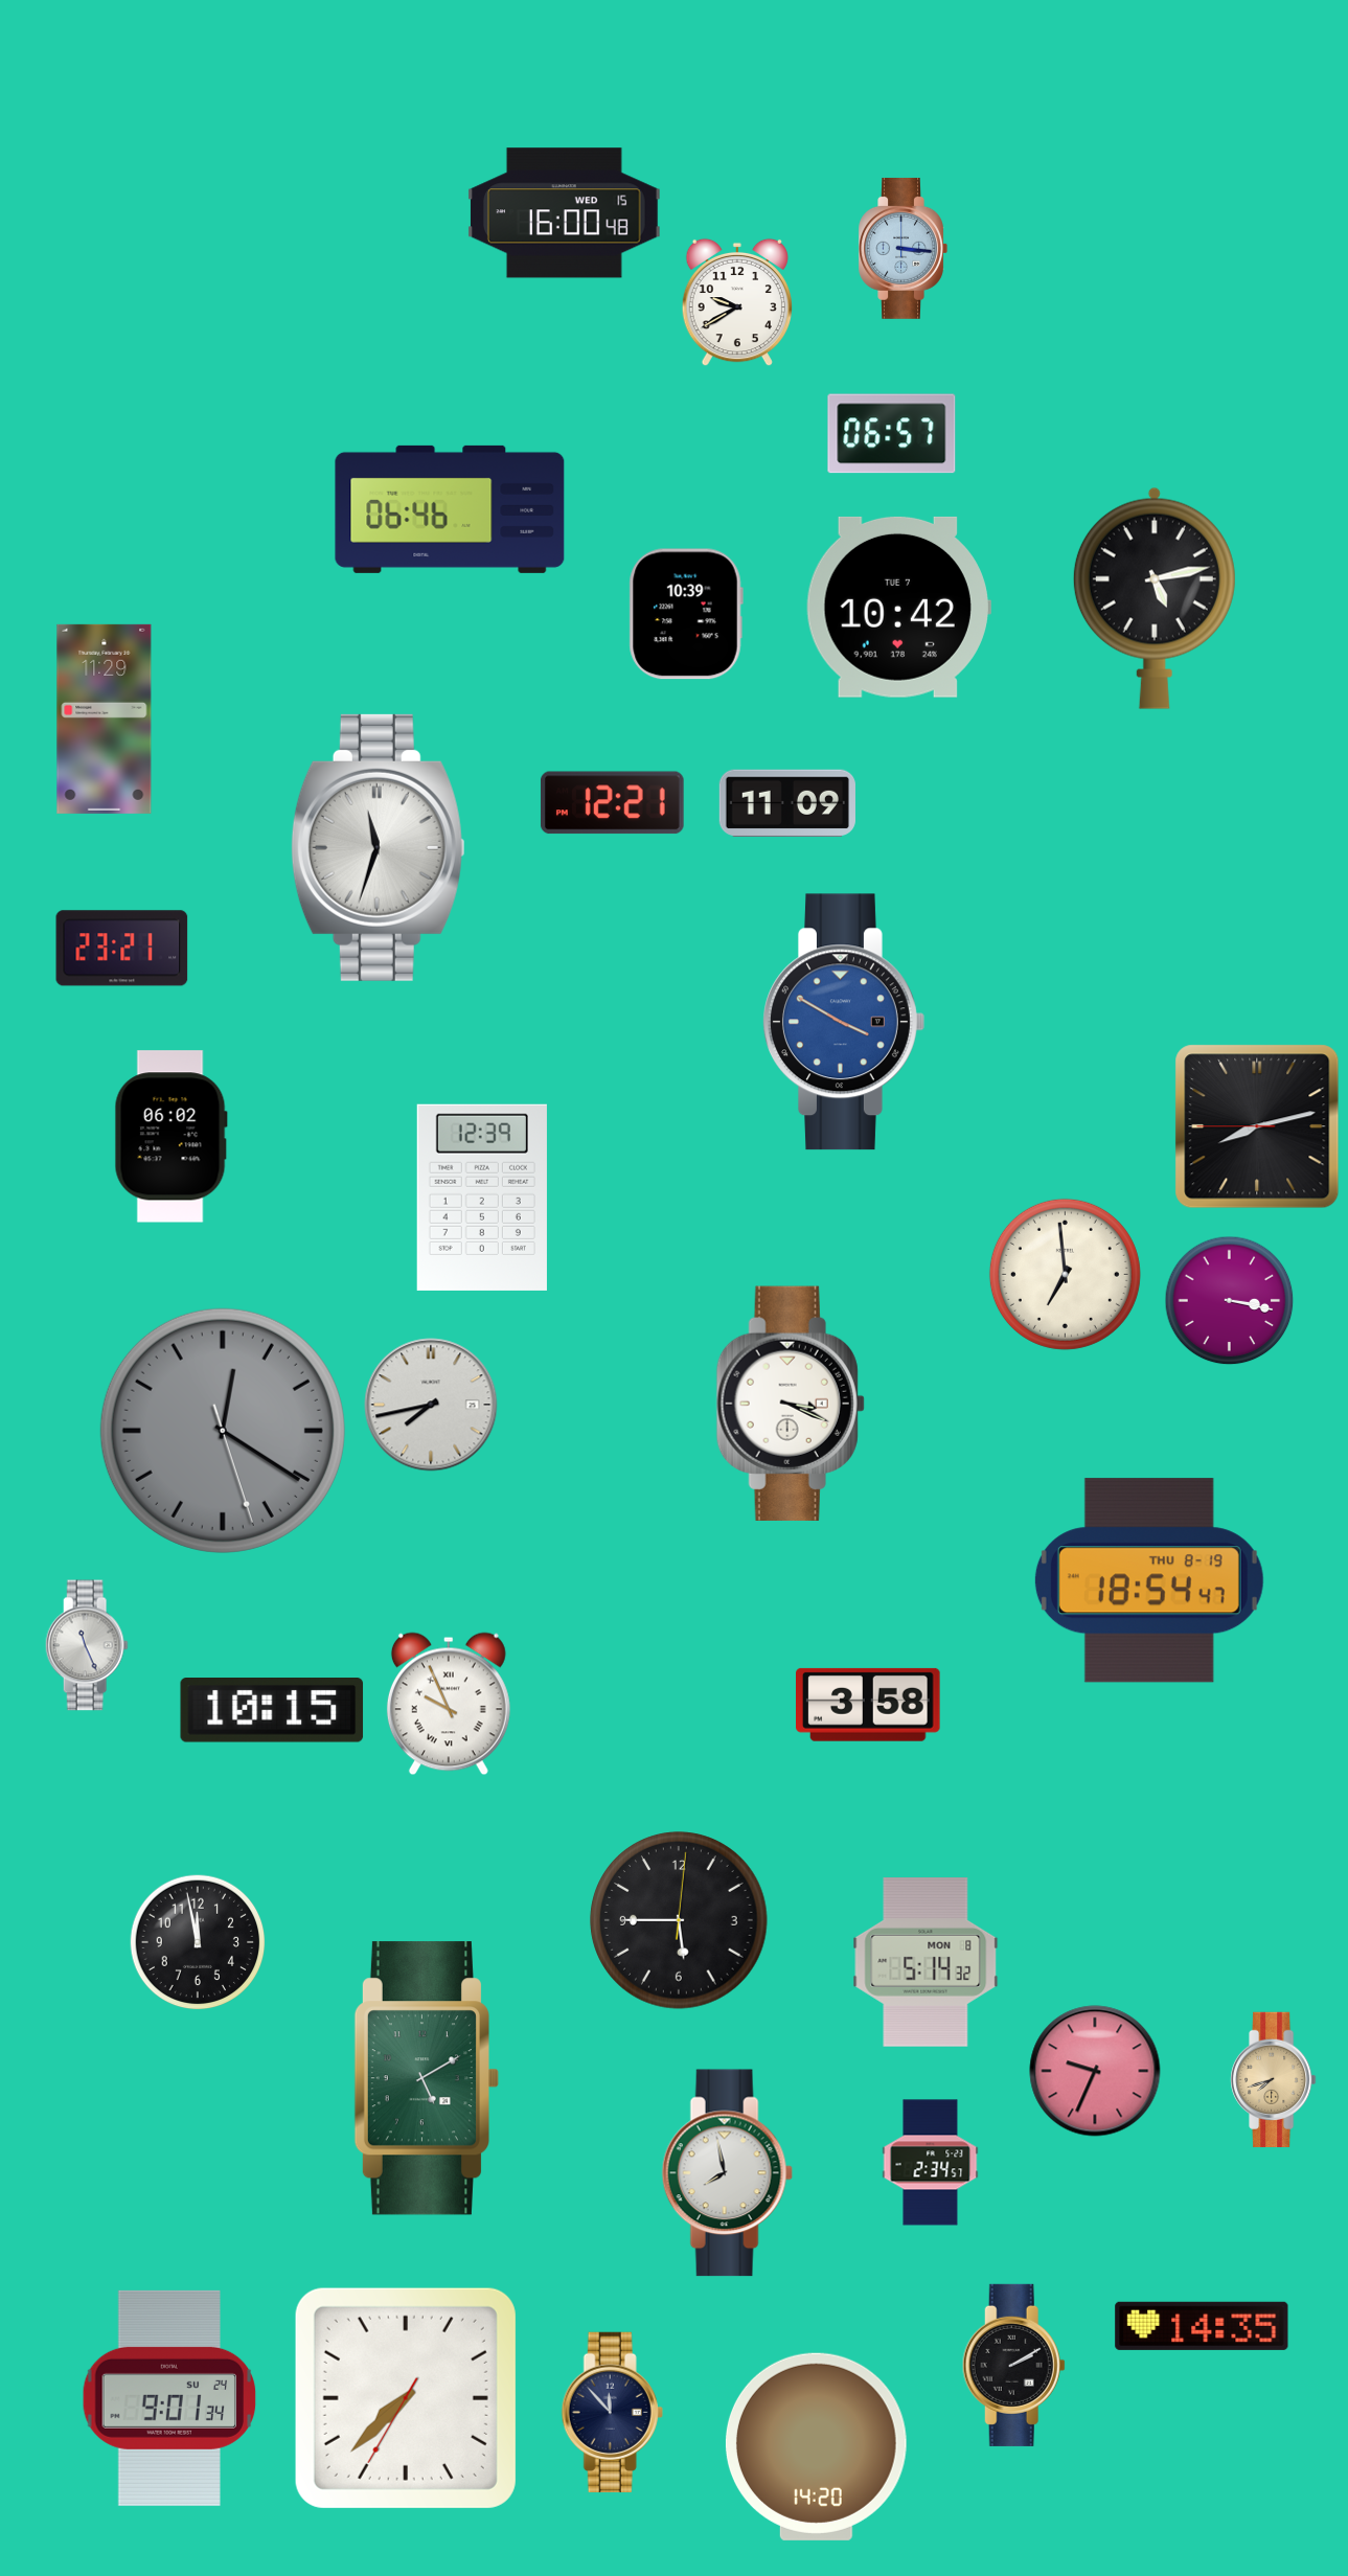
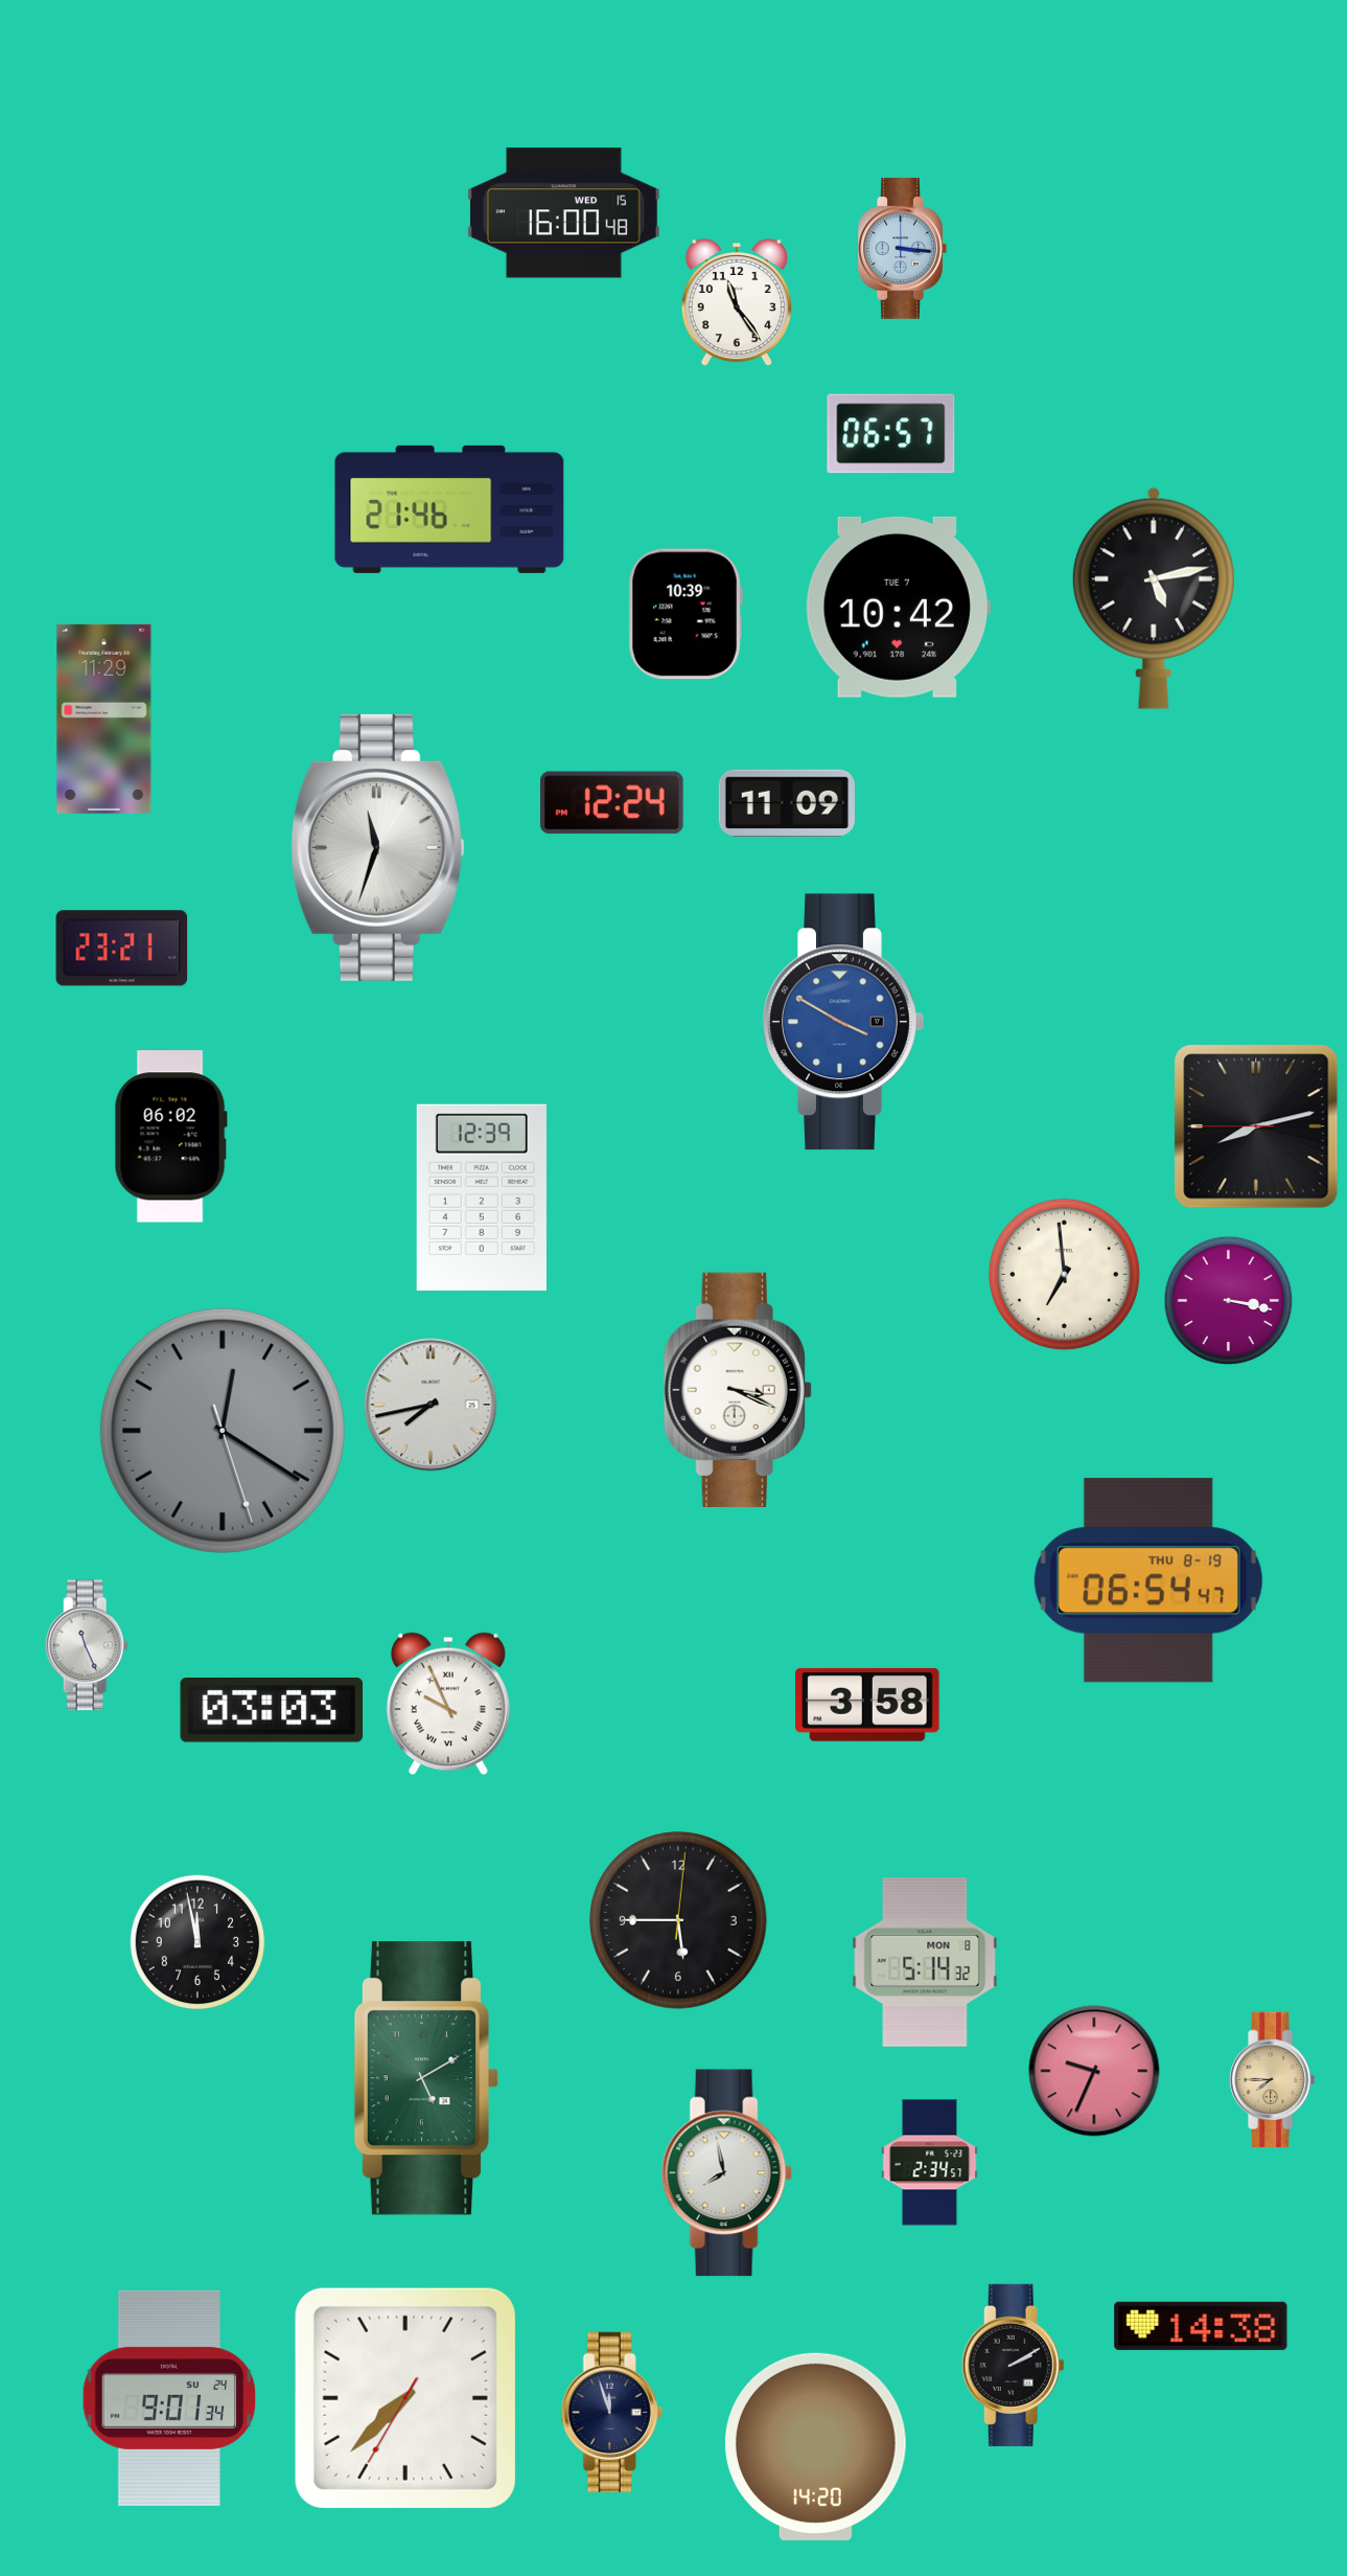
clock at (737, 302): 9:40 -> 11:24
clock at (450, 509): 06:46 -> 21:46
clock at (612, 803): 12:21 -> 12:24
clock at (791, 1404) position: (791, 1404) -> (738, 1390)
clock at (1149, 1580): 18:54 -> 06:54
clock at (272, 1711): 10:15 -> 03:03
clock at (1274, 2079): 7:42 -> 7:45
clock at (1202, 2326): 14:35 -> 14:38
clock at (612, 2412): 11:53 -> 11:57
